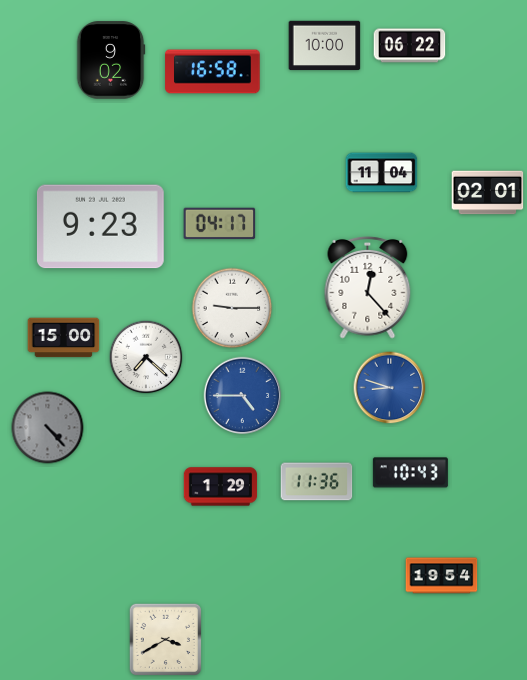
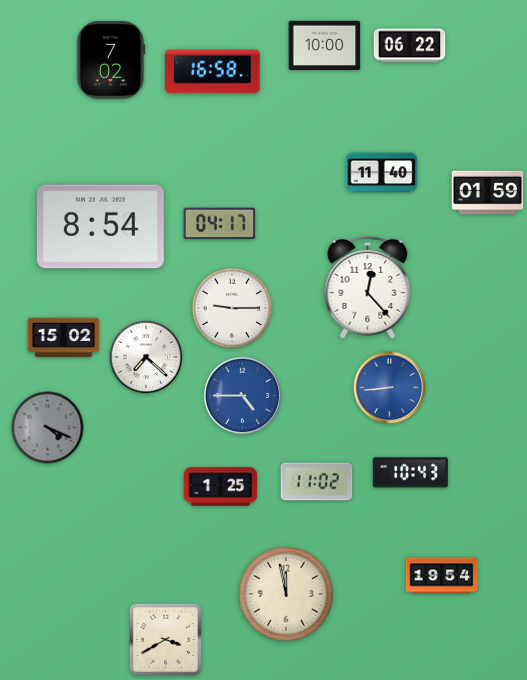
clock at (111, 60): 9:02 -> 7:02
clock at (382, 173): 11:04 -> 11:40
clock at (488, 193): 02:01 -> 01:59
clock at (100, 227): 9:23 -> 8:54
clock at (64, 338): 15:00 -> 15:02
clock at (390, 388): 8:48 -> 8:44
clock at (48, 428): 4:23 -> 4:19
clock at (317, 482): 11:36 -> 11:02
clock at (221, 487): 1:29 -> 1:25
clock at (286, 594): none -> 11:58
